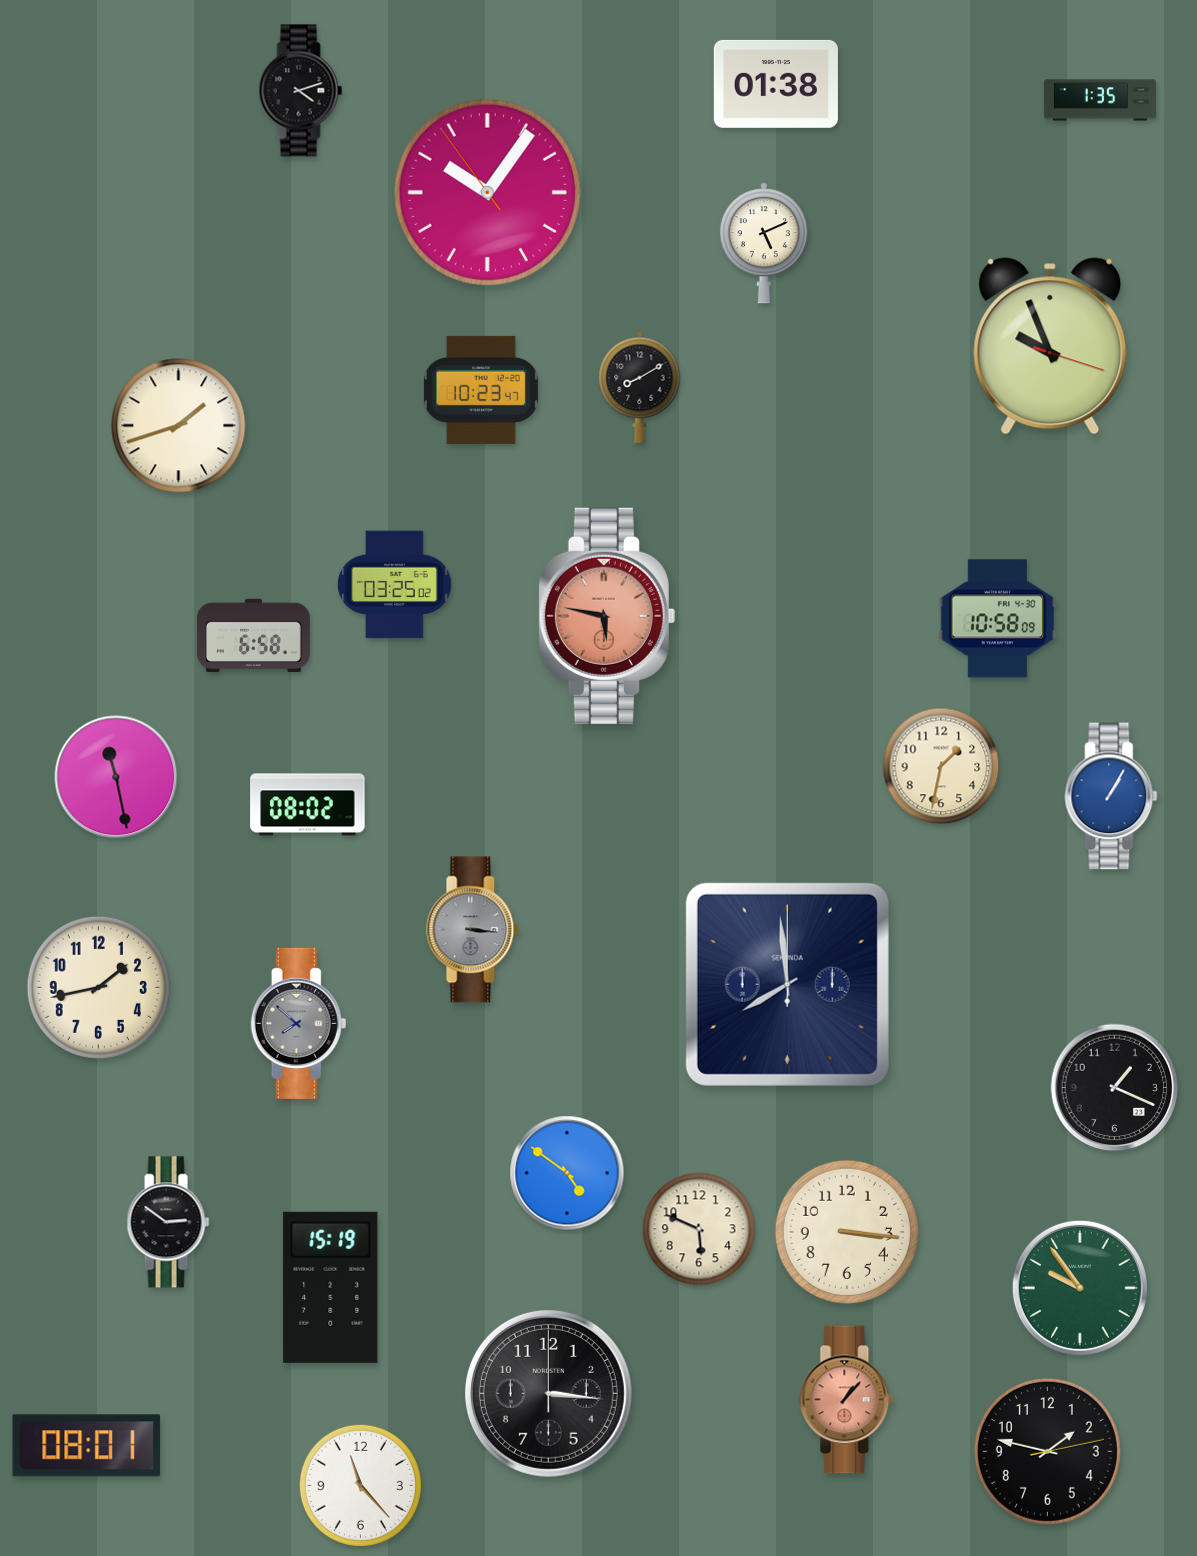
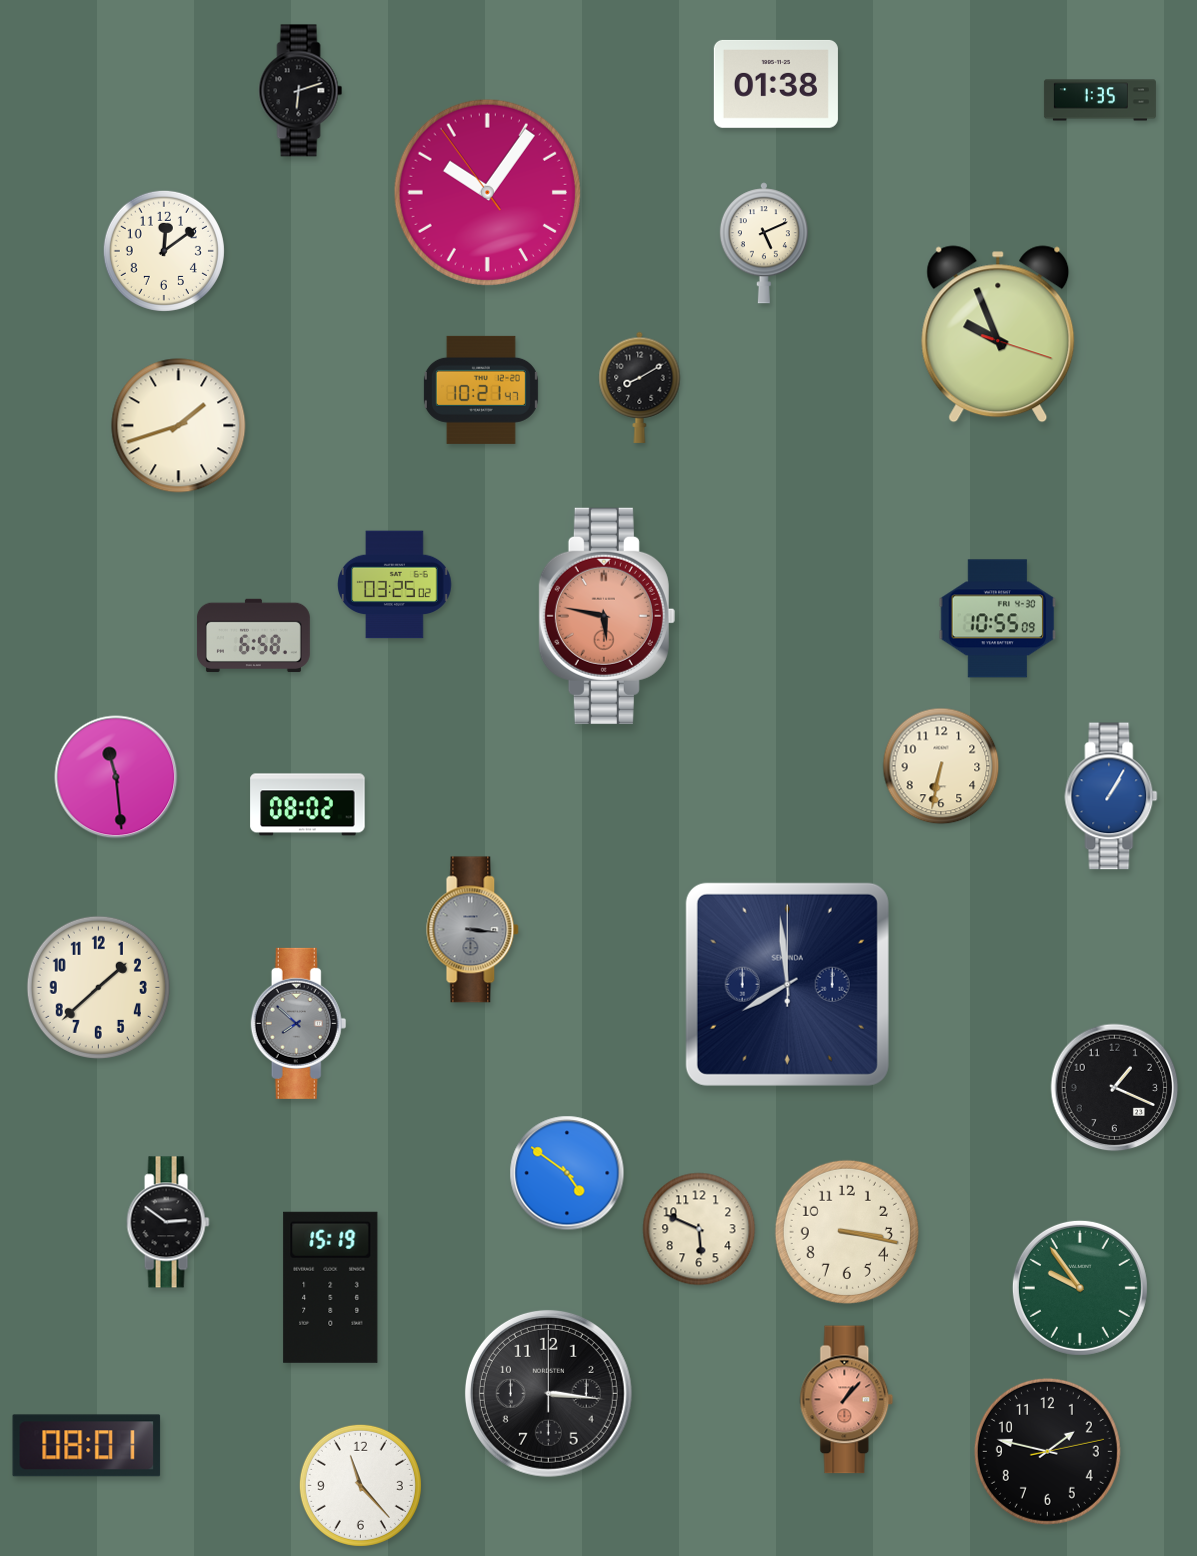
clock at (301, 91): 4:12 -> 6:12
clock at (164, 251): none -> 12:09
clock at (1050, 346) position: (1050, 346) -> (998, 334)
clock at (481, 390): 10:23 -> 10:21
clock at (998, 619): 10:58 -> 10:55
clock at (941, 766): 1:32 -> 6:32
clock at (116, 777): 11:28 -> 11:29
clock at (98, 987): 1:43 -> 1:38
clock at (847, 1232): 3:16 -> 3:17
